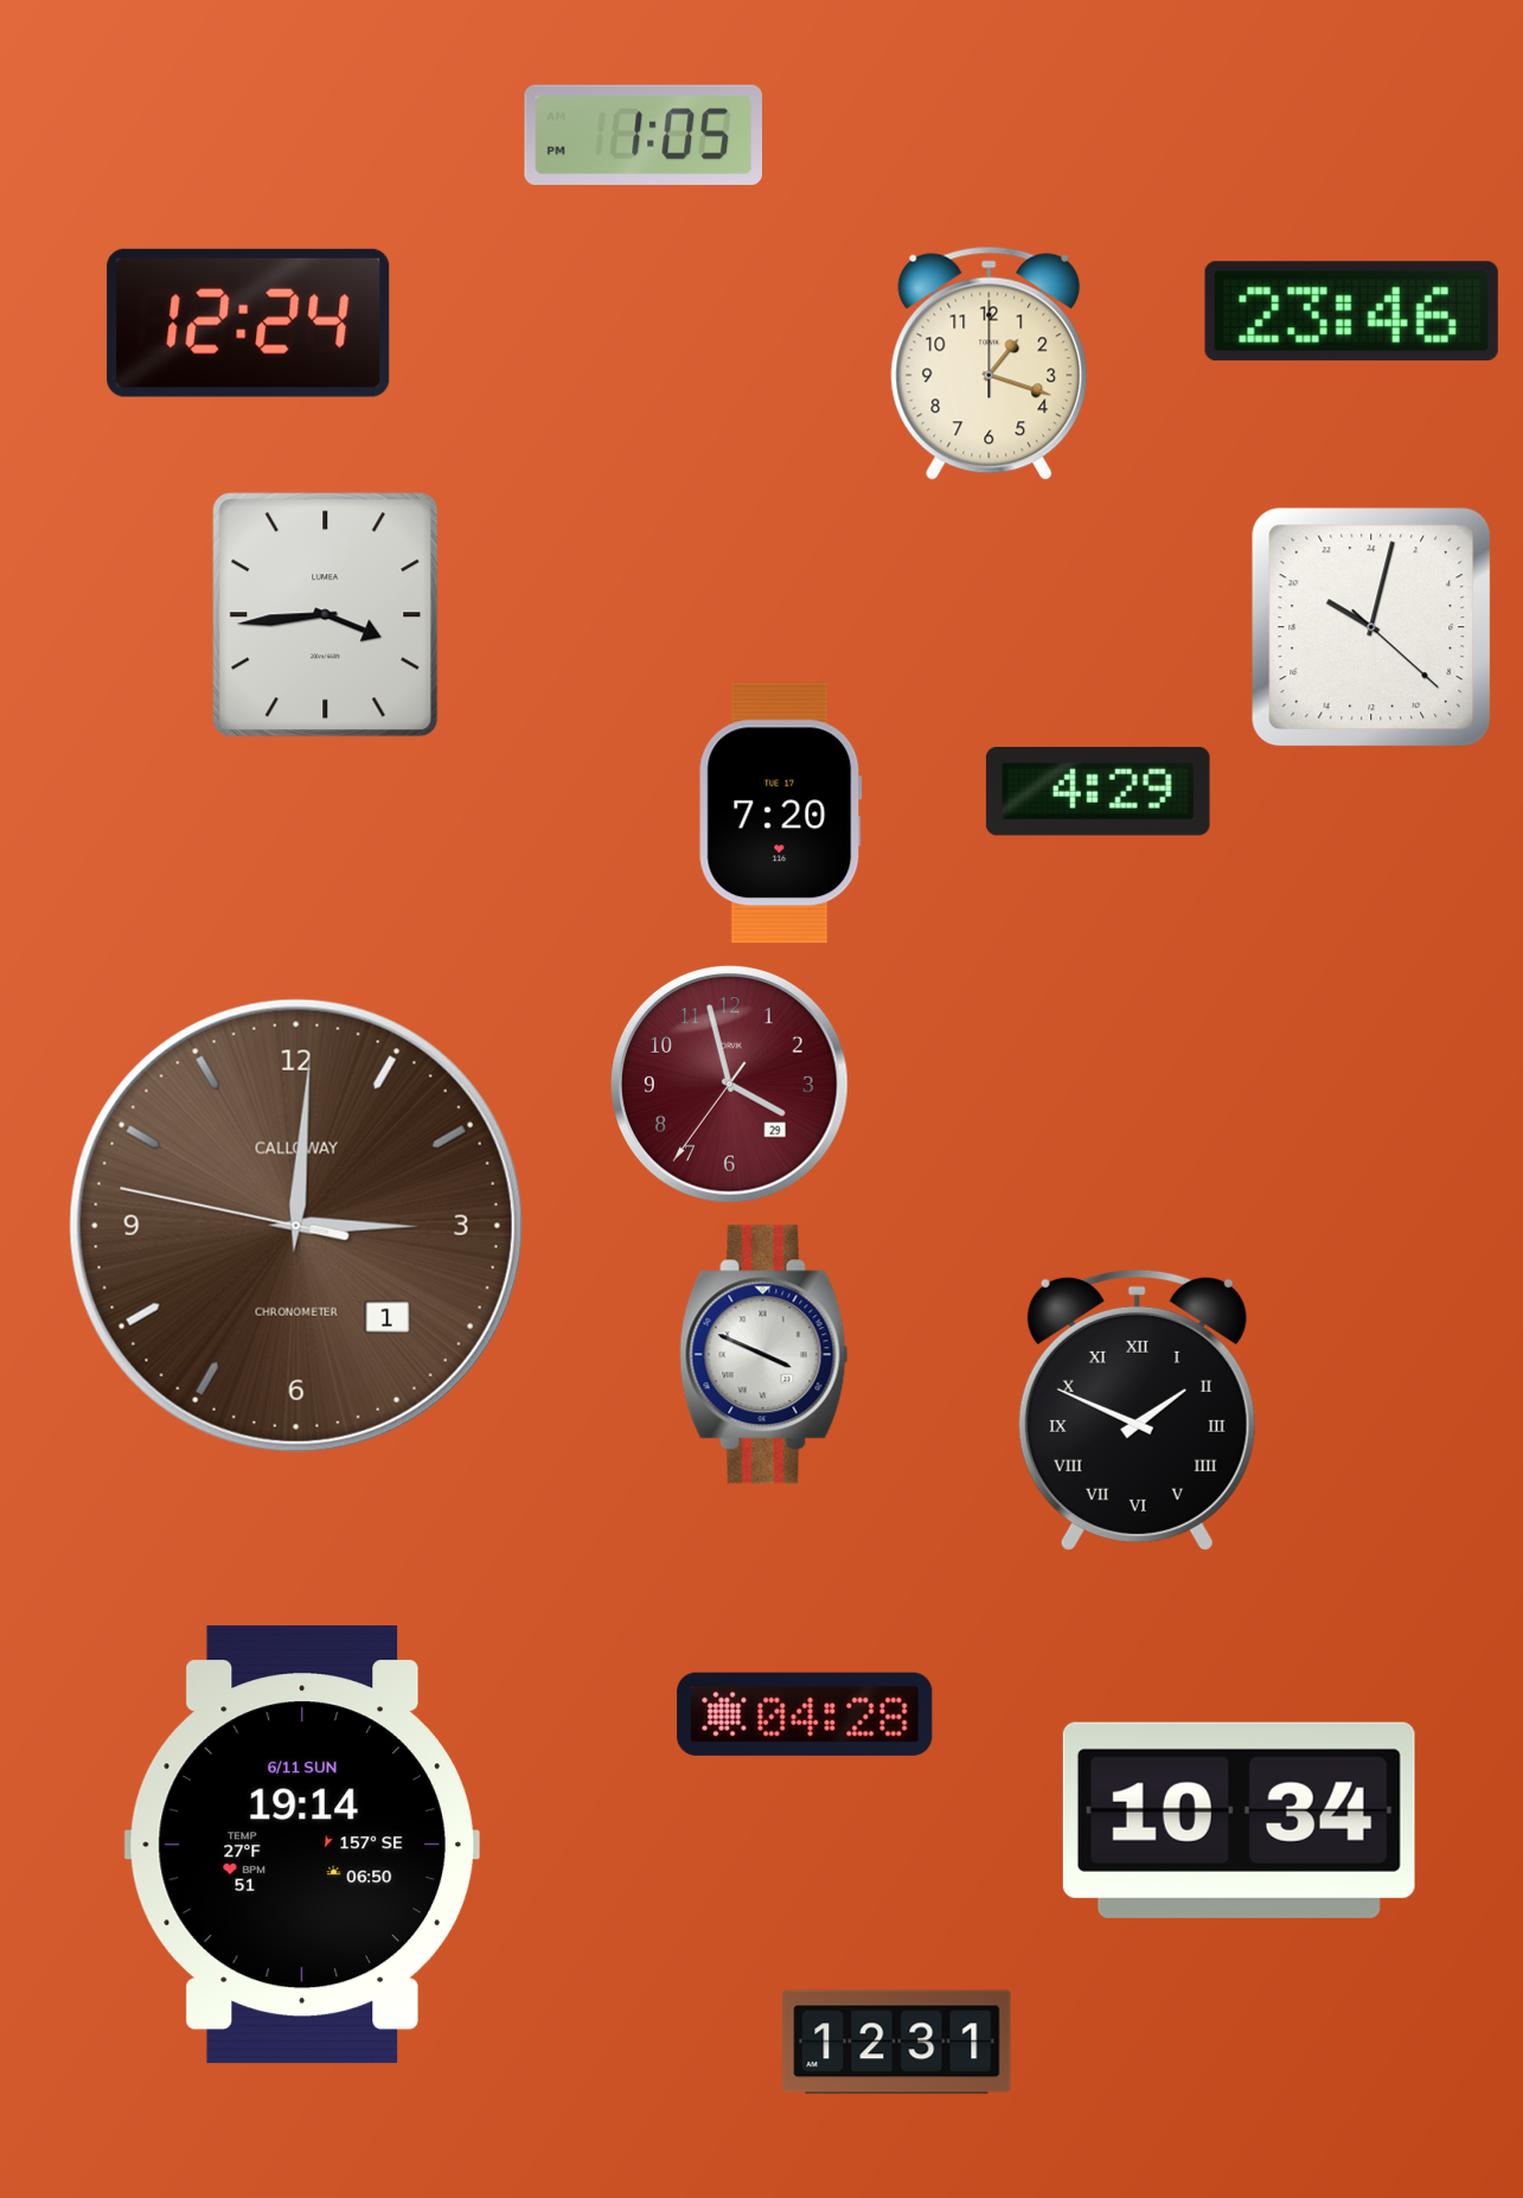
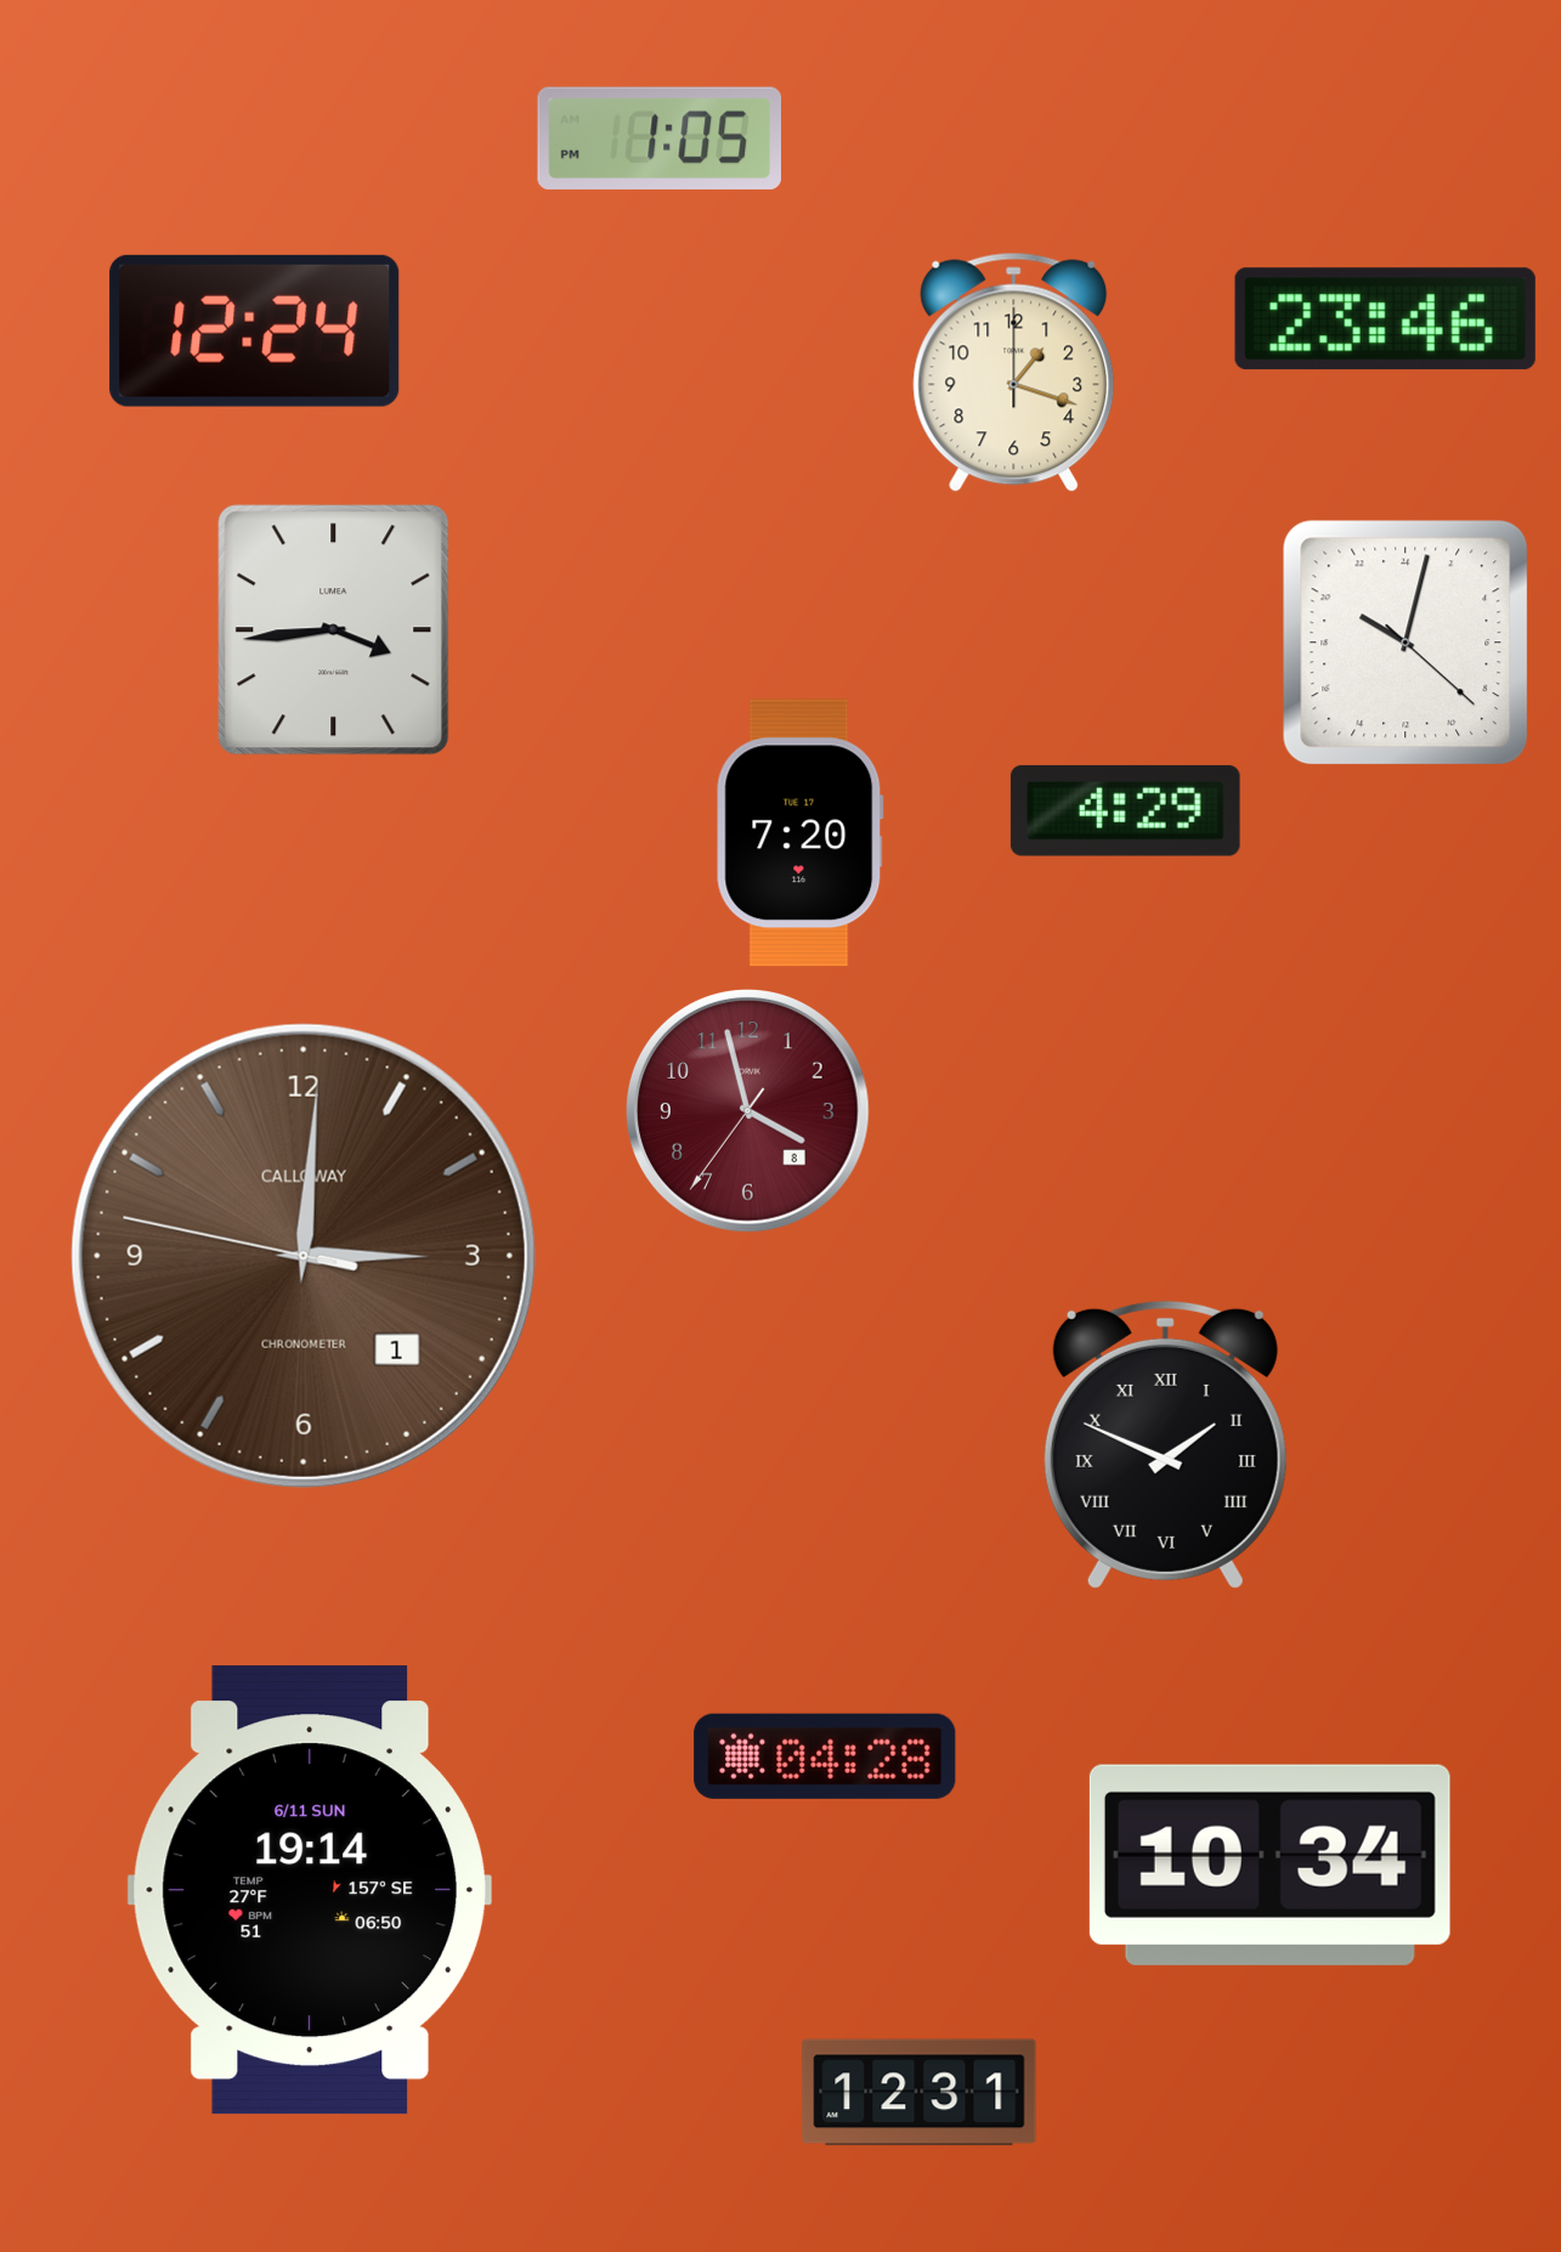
clock at (730, 1085) date: 29 -> 8
clock at (764, 1355): 3:49 -> none
